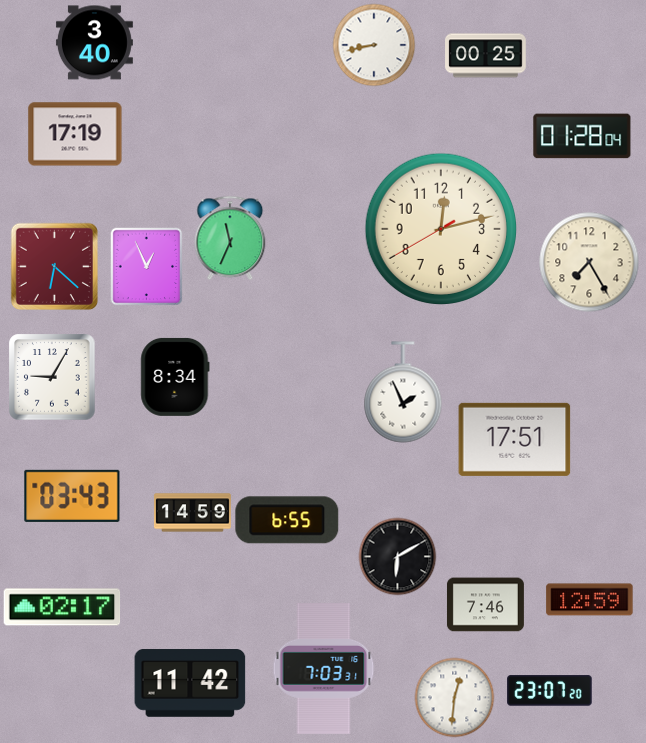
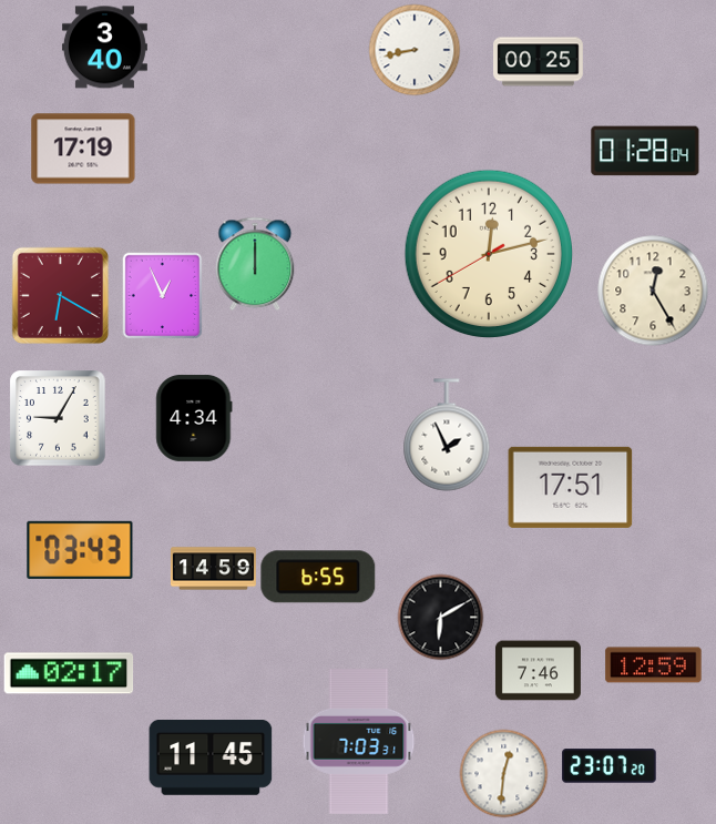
clock at (230, 238): 11:34 -> 12:00
clock at (589, 262): 7:25 -> 12:25
clock at (54, 266): 6:22 -> 6:20
clock at (175, 377): 8:34 -> 4:34
clock at (190, 684): 11:42 -> 11:45
